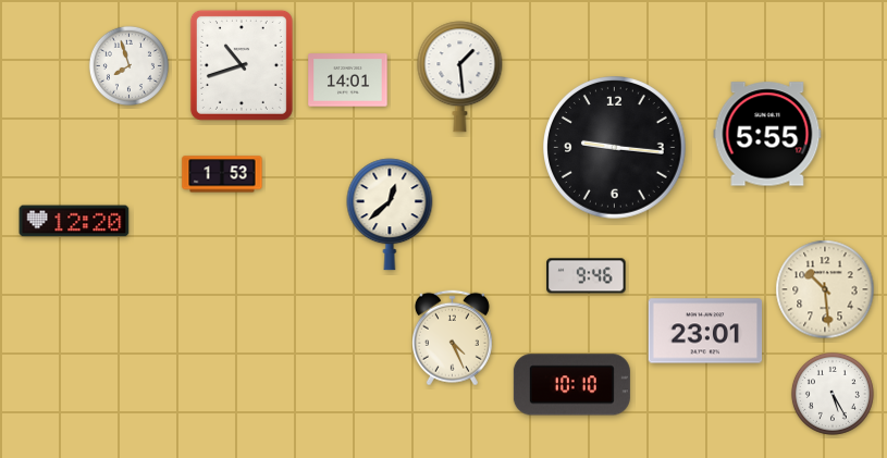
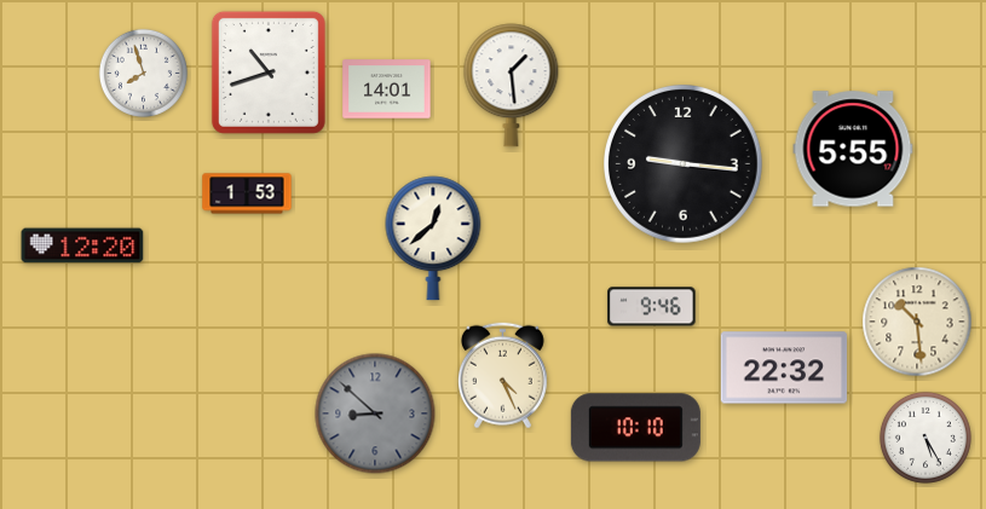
clock at (705, 331): 23:01 -> 22:32
clock at (375, 413): none -> 8:52
